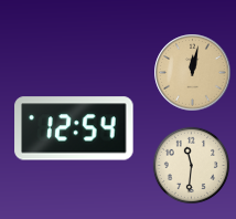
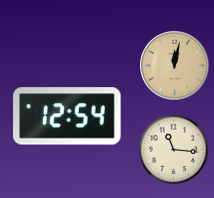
clock at (191, 165): 11:31 -> 11:16
